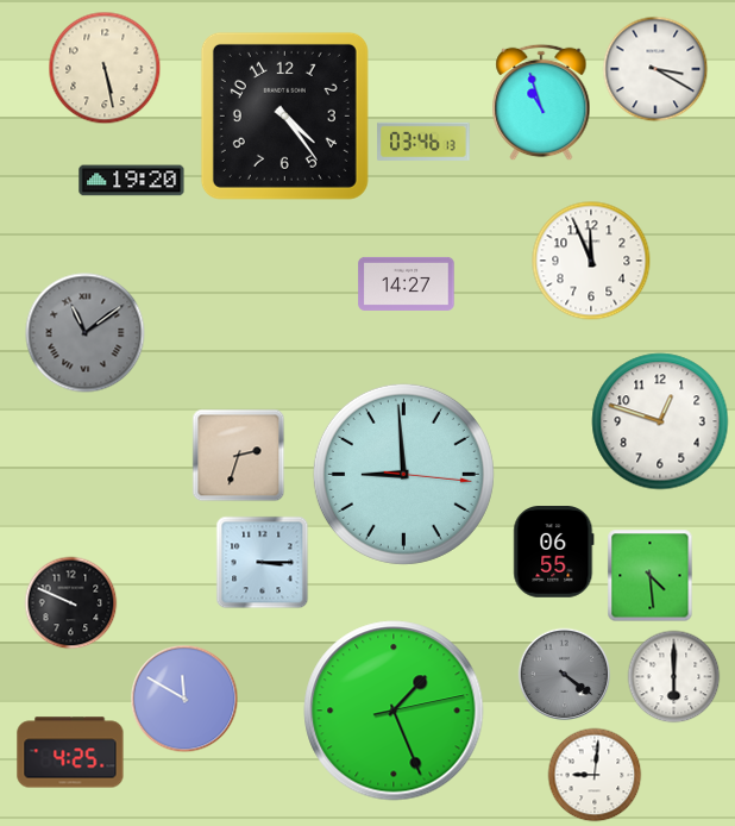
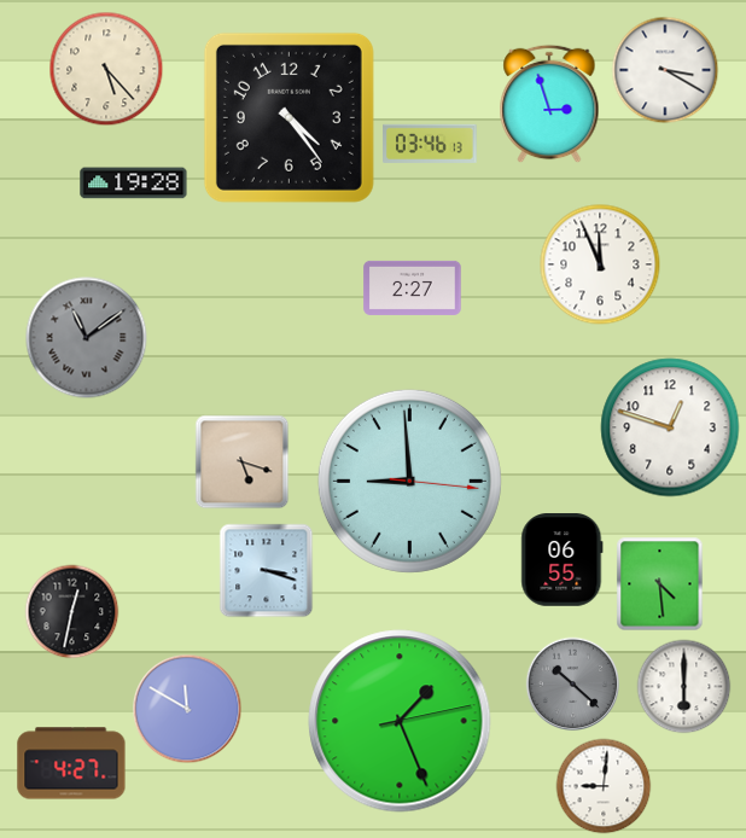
clock at (105, 68): 5:28 -> 5:23
clock at (541, 102): 10:57 -> 2:57
clock at (132, 181): 19:20 -> 19:28
clock at (407, 283): 14:27 -> 2:27
clock at (238, 455): 2:33 -> 5:18
clock at (262, 562): 3:15 -> 3:18
clock at (70, 602): 9:49 -> 12:32
clock at (564, 674): 4:21 -> 10:22
clock at (70, 752): 4:25 -> 4:27
